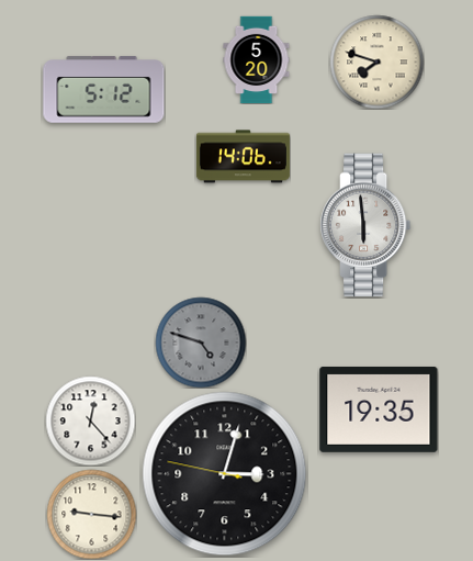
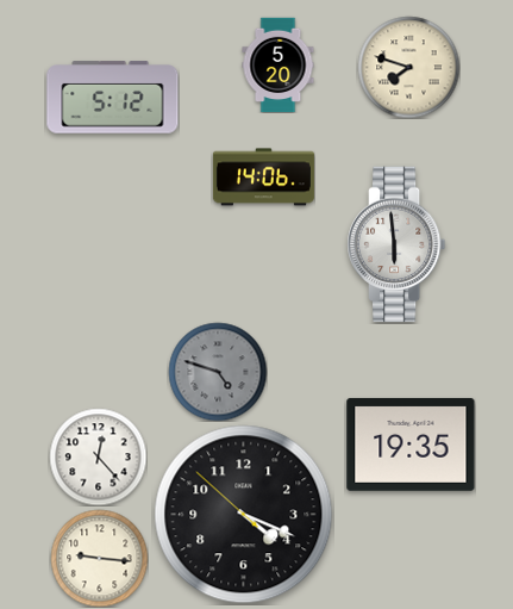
clock at (243, 157) position: (243, 157) -> (263, 178)
clock at (225, 474): 3:02 -> 4:18
